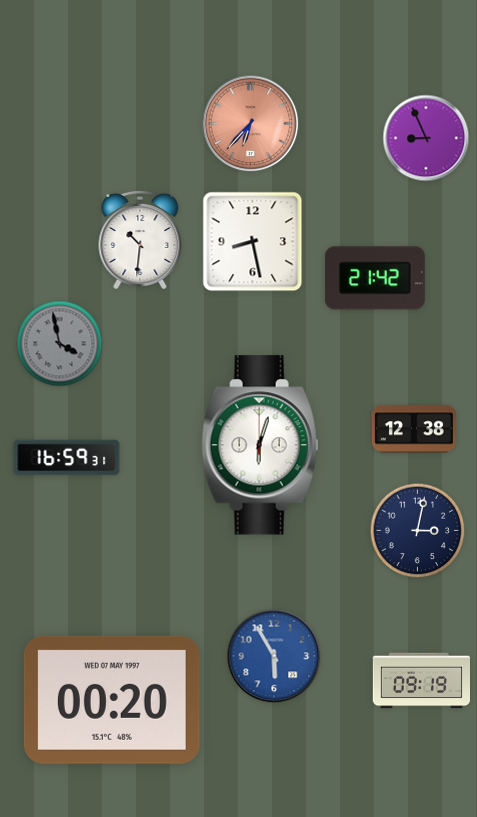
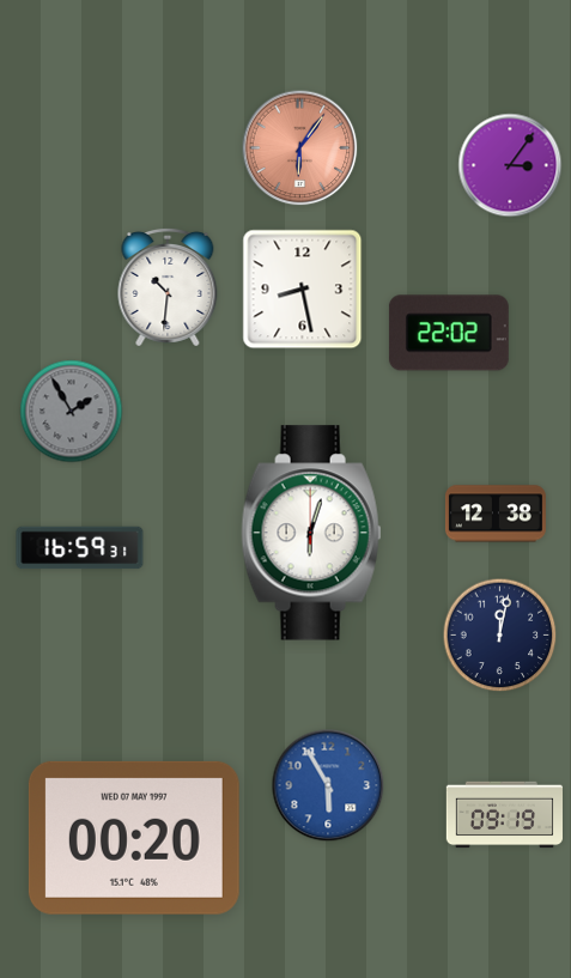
clock at (251, 124): 6:37 -> 6:06
clock at (426, 138): 8:56 -> 3:06
clock at (375, 278): 21:42 -> 22:02
clock at (60, 344): 3:58 -> 1:55
clock at (418, 531): 3:02 -> 12:02
